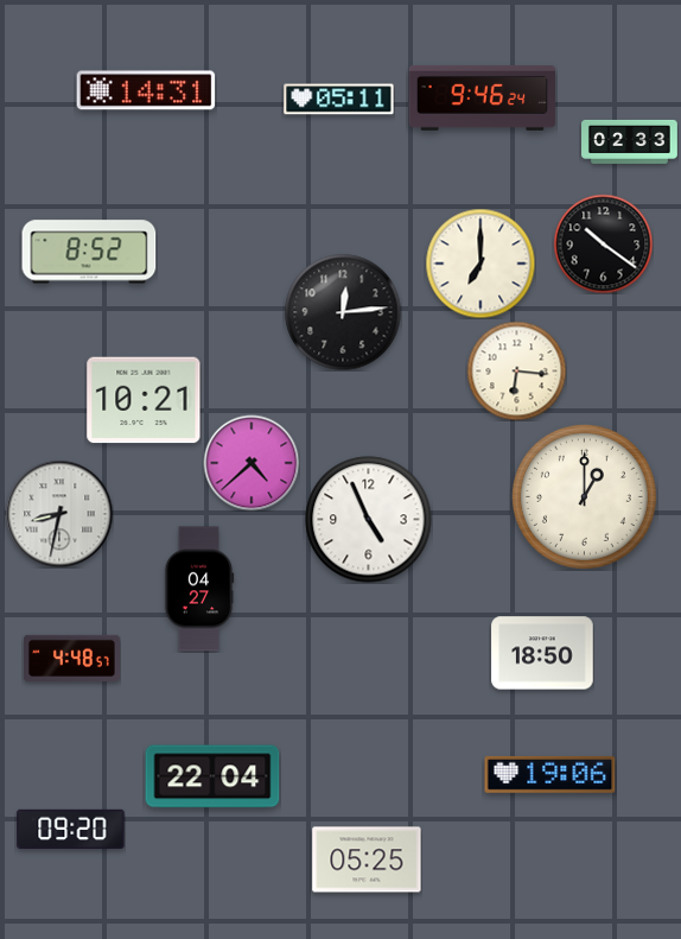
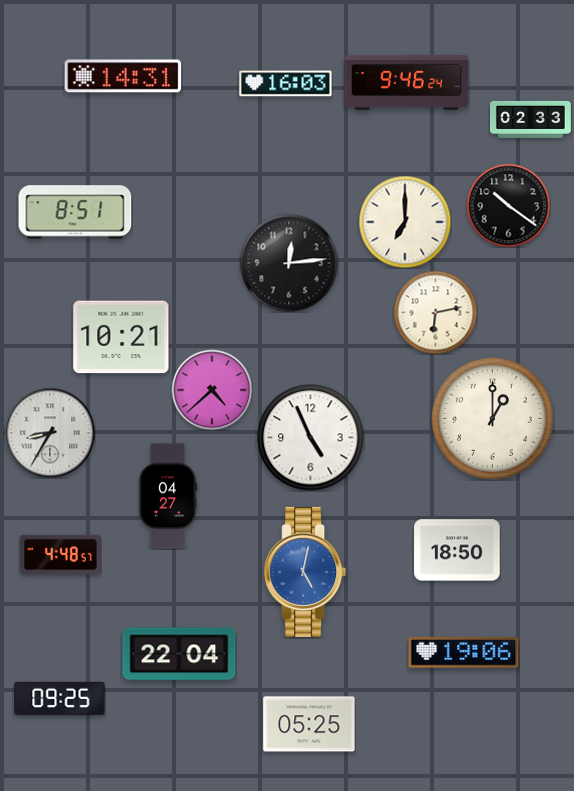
clock at (339, 100): 05:11 -> 16:03
clock at (89, 252): 8:52 -> 8:51
clock at (516, 370): 6:16 -> 6:13
clock at (59, 514): 8:32 -> 8:35
clock at (305, 572): none -> 5:02
clock at (71, 829): 09:20 -> 09:25
